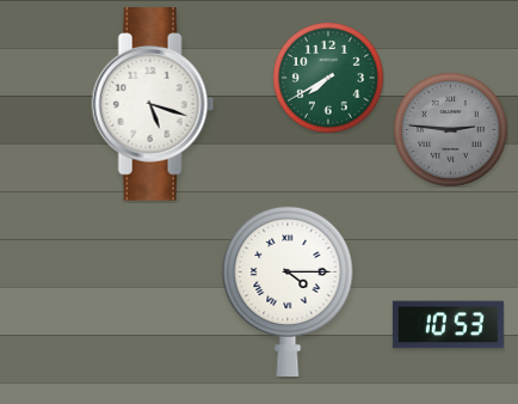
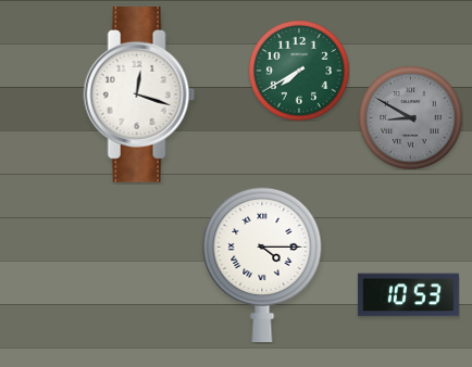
clock at (153, 105): 5:18 -> 12:18
clock at (451, 130): 2:46 -> 8:50
